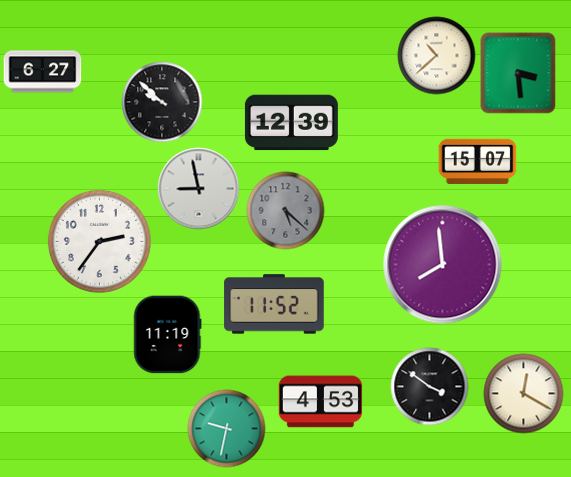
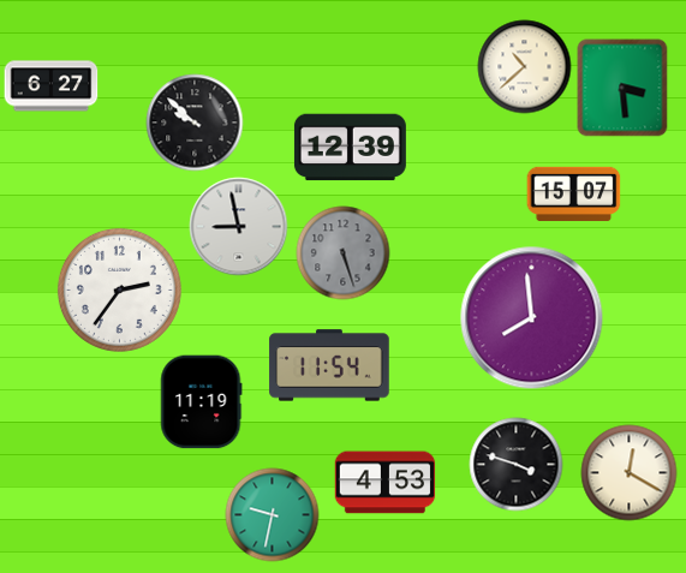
clock at (285, 210): 5:22 -> 5:27
clock at (274, 304): 11:52 -> 11:54
clock at (429, 386): 3:51 -> 3:48
